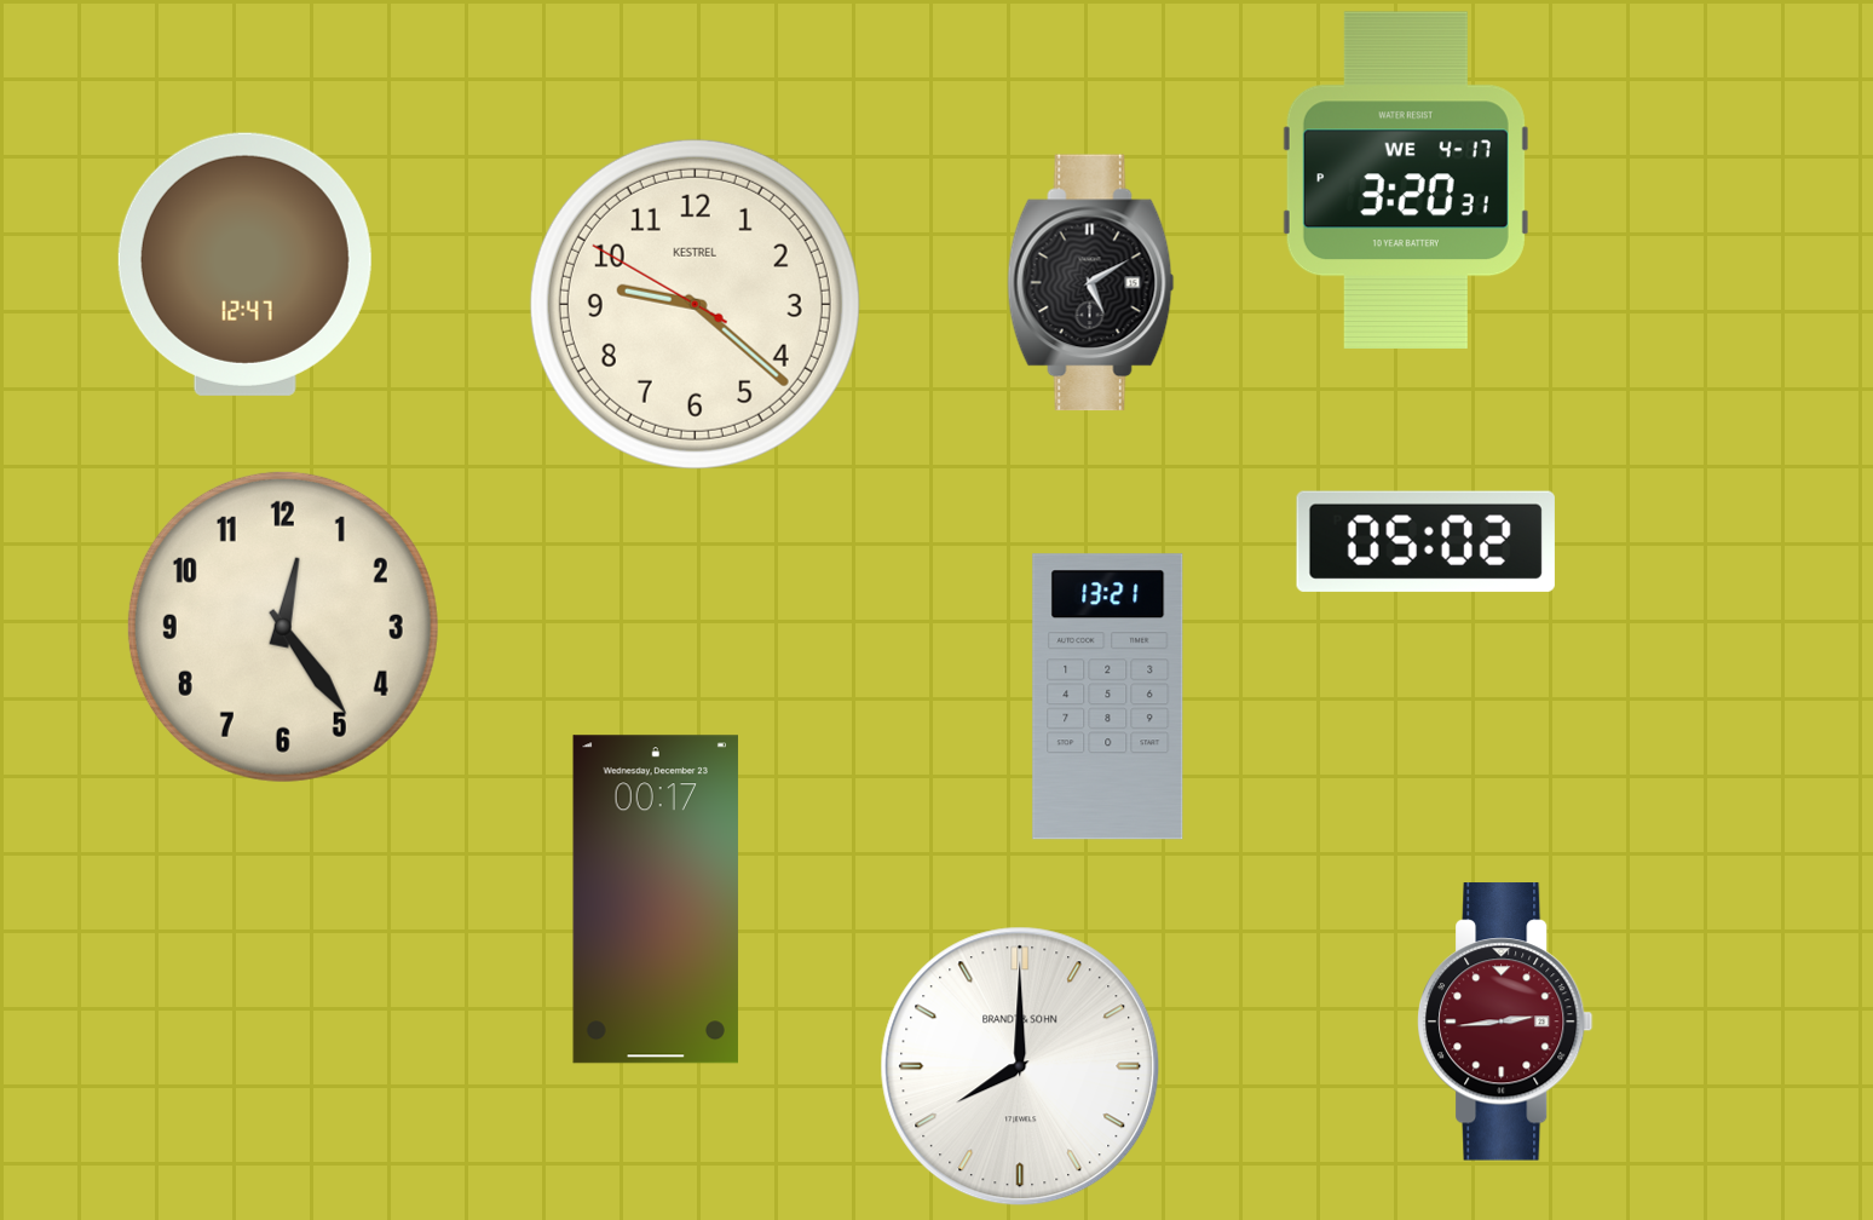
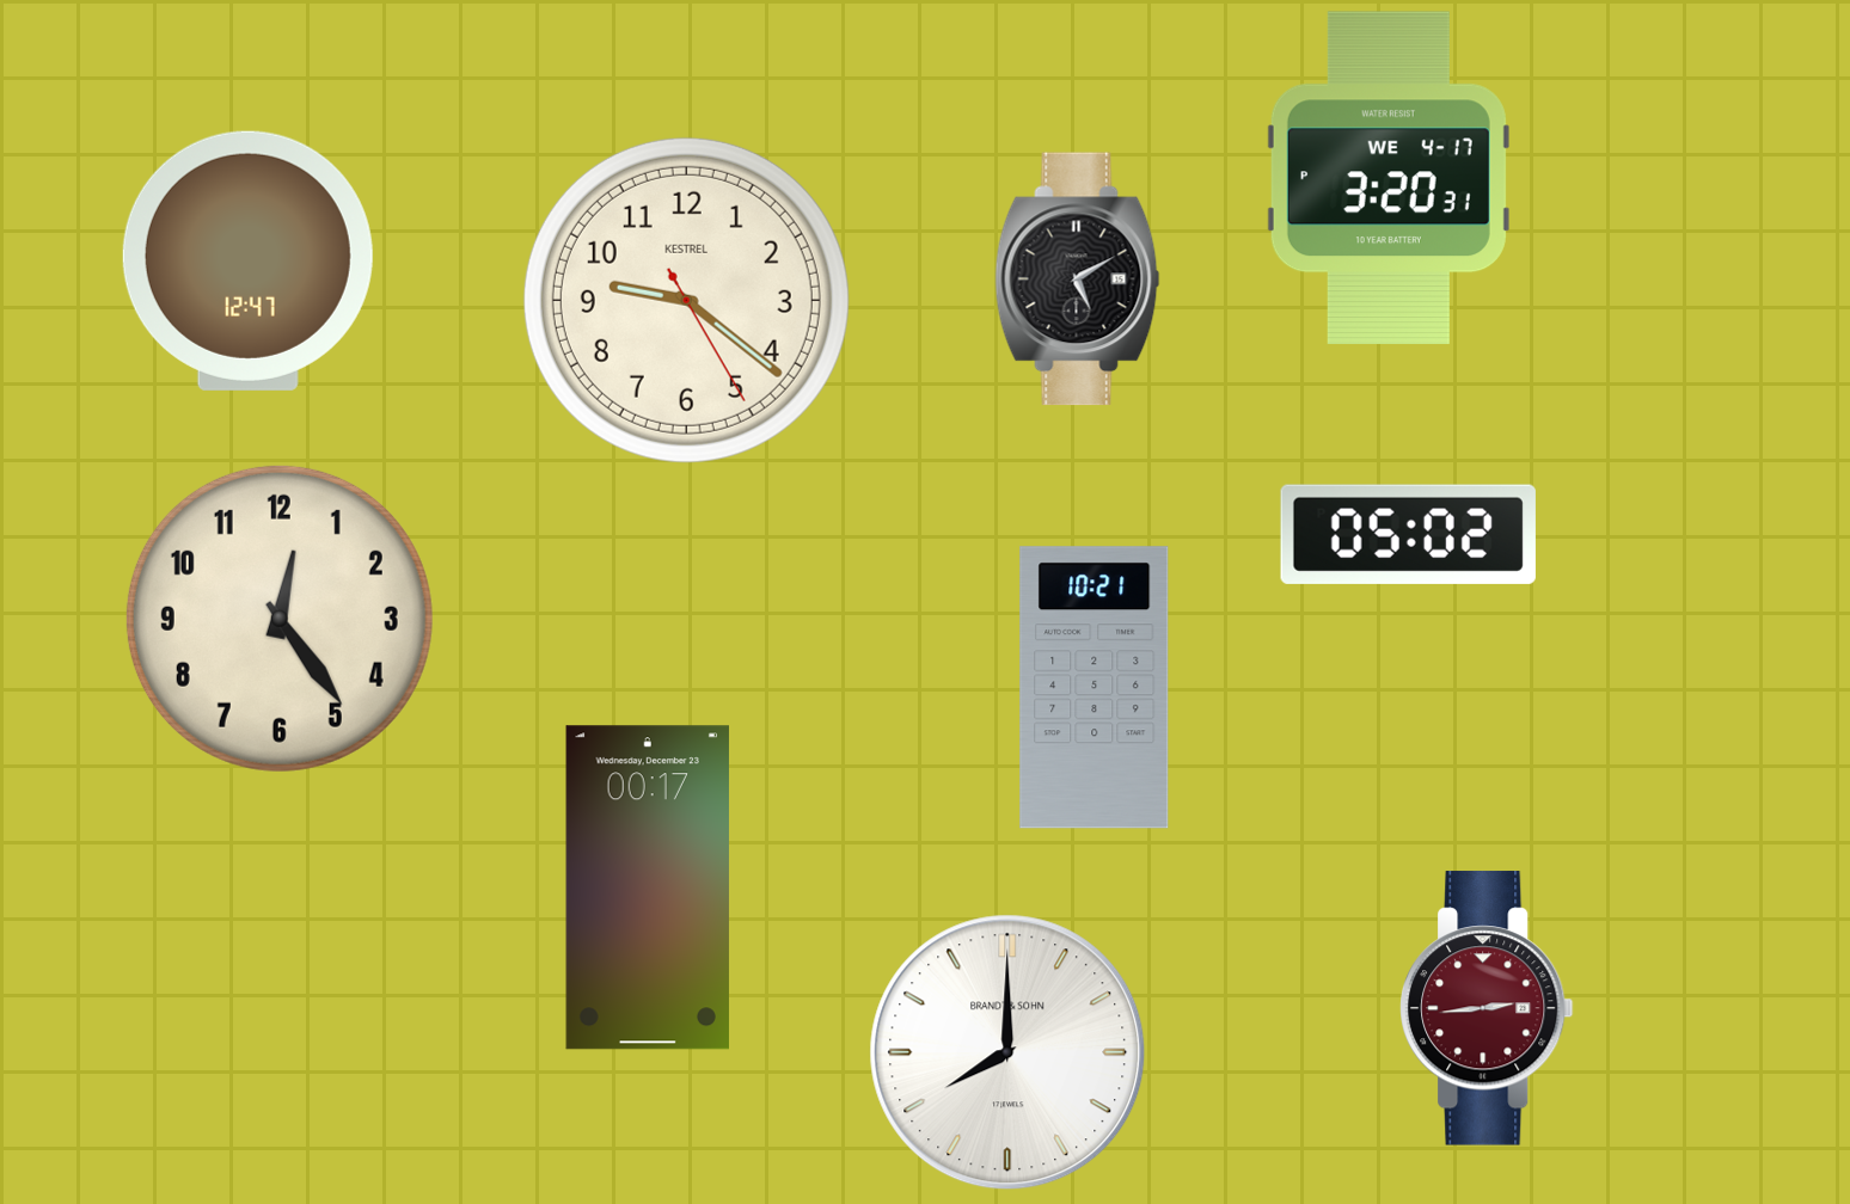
clock at (244, 264) position: (244, 264) -> (247, 260)
clock at (695, 304): 9:21:50 -> 9:21:25
clock at (1108, 697): 13:21 -> 10:21
